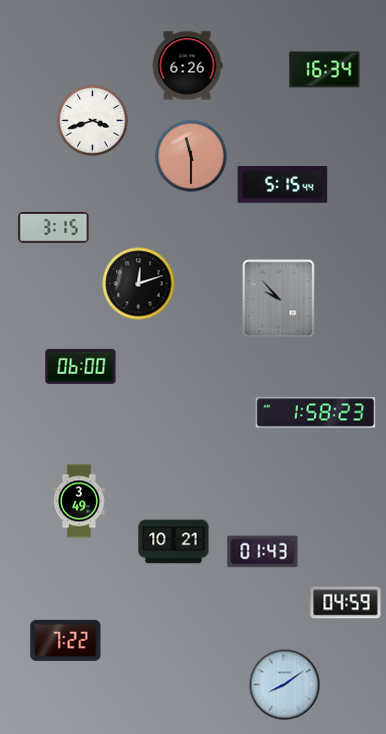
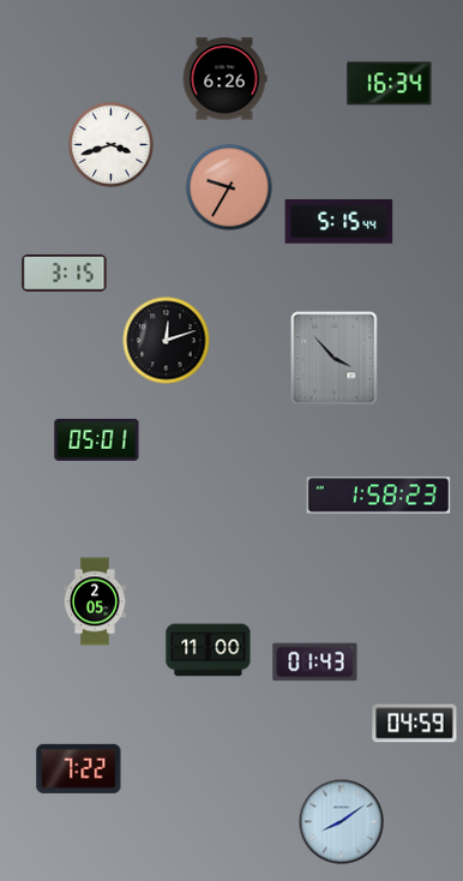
clock at (191, 156): 11:30 -> 9:35
clock at (279, 299): 9:53 -> 3:53
clock at (81, 366): 06:00 -> 05:01
clock at (79, 501): 3:49 -> 2:05
clock at (174, 542): 10:21 -> 11:00
